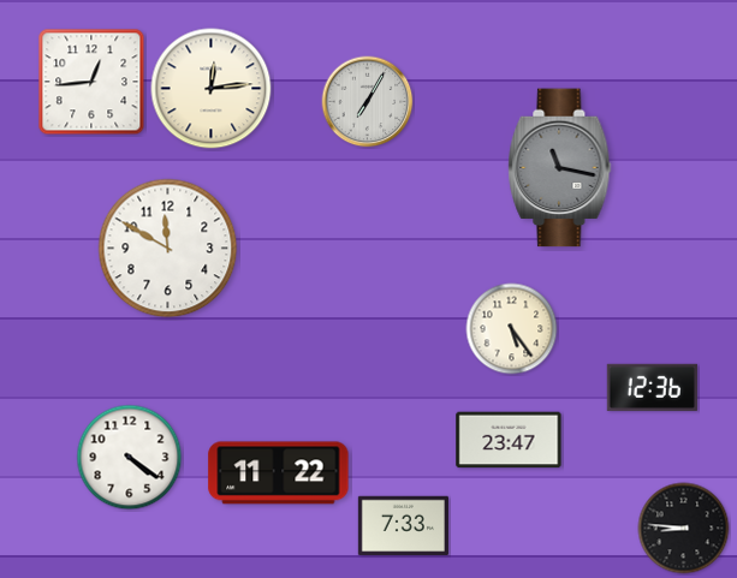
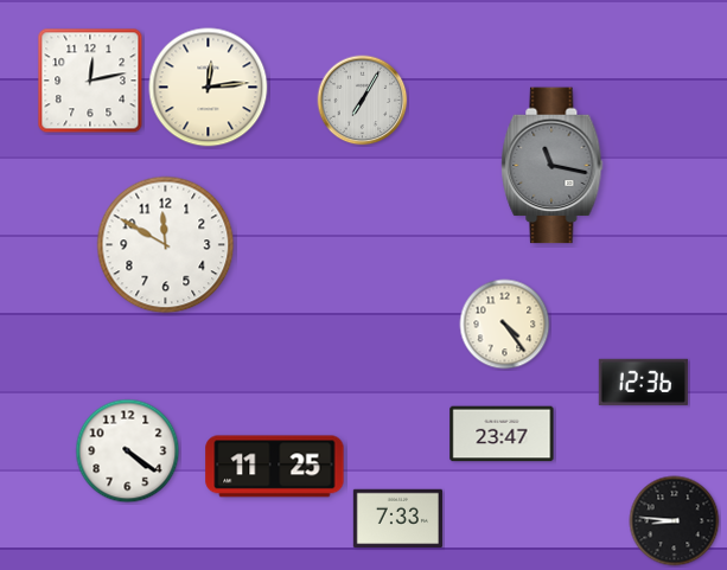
clock at (91, 82): 12:44 -> 12:13
clock at (512, 329): 5:24 -> 4:24
clock at (279, 473): 11:22 -> 11:25
